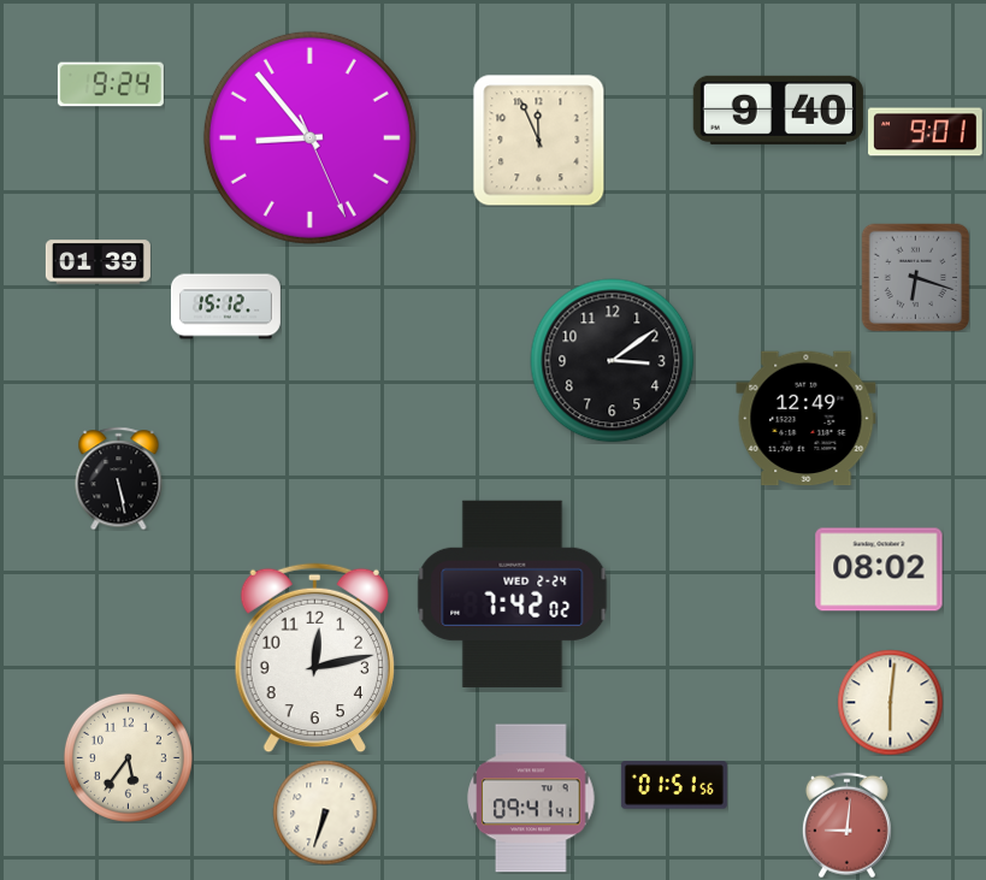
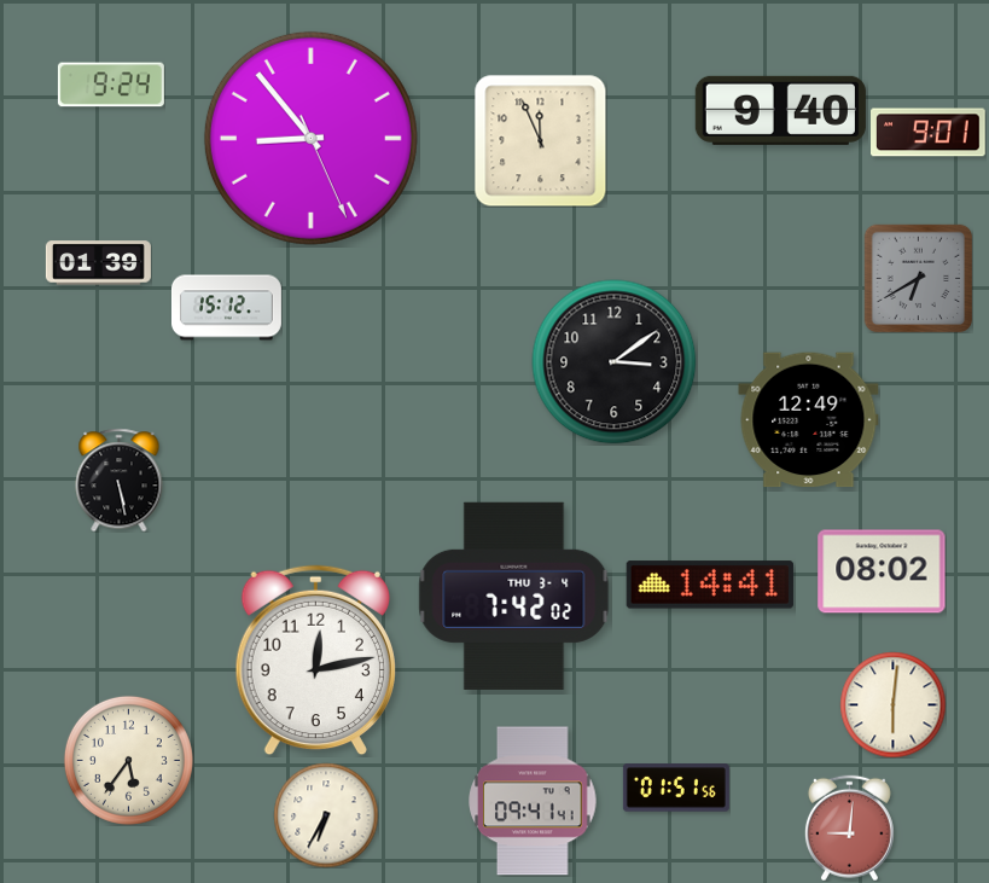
clock at (915, 277): 6:18 -> 6:40
clock at (710, 585): none -> 14:41
clock at (513, 593) date: WED 2-24 -> THU 3-4
clock at (325, 813): 6:33 -> 6:35
